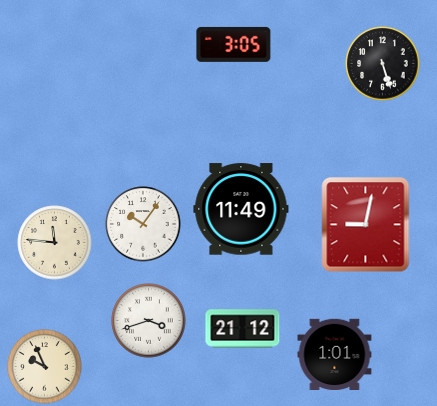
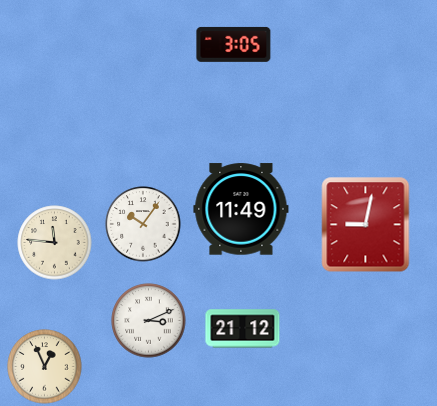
clock at (383, 64): 5:27 -> none
clock at (149, 321): 3:42 -> 3:11
clock at (335, 354): 1:01 -> none
clock at (45, 367): 9:56 -> 12:56
